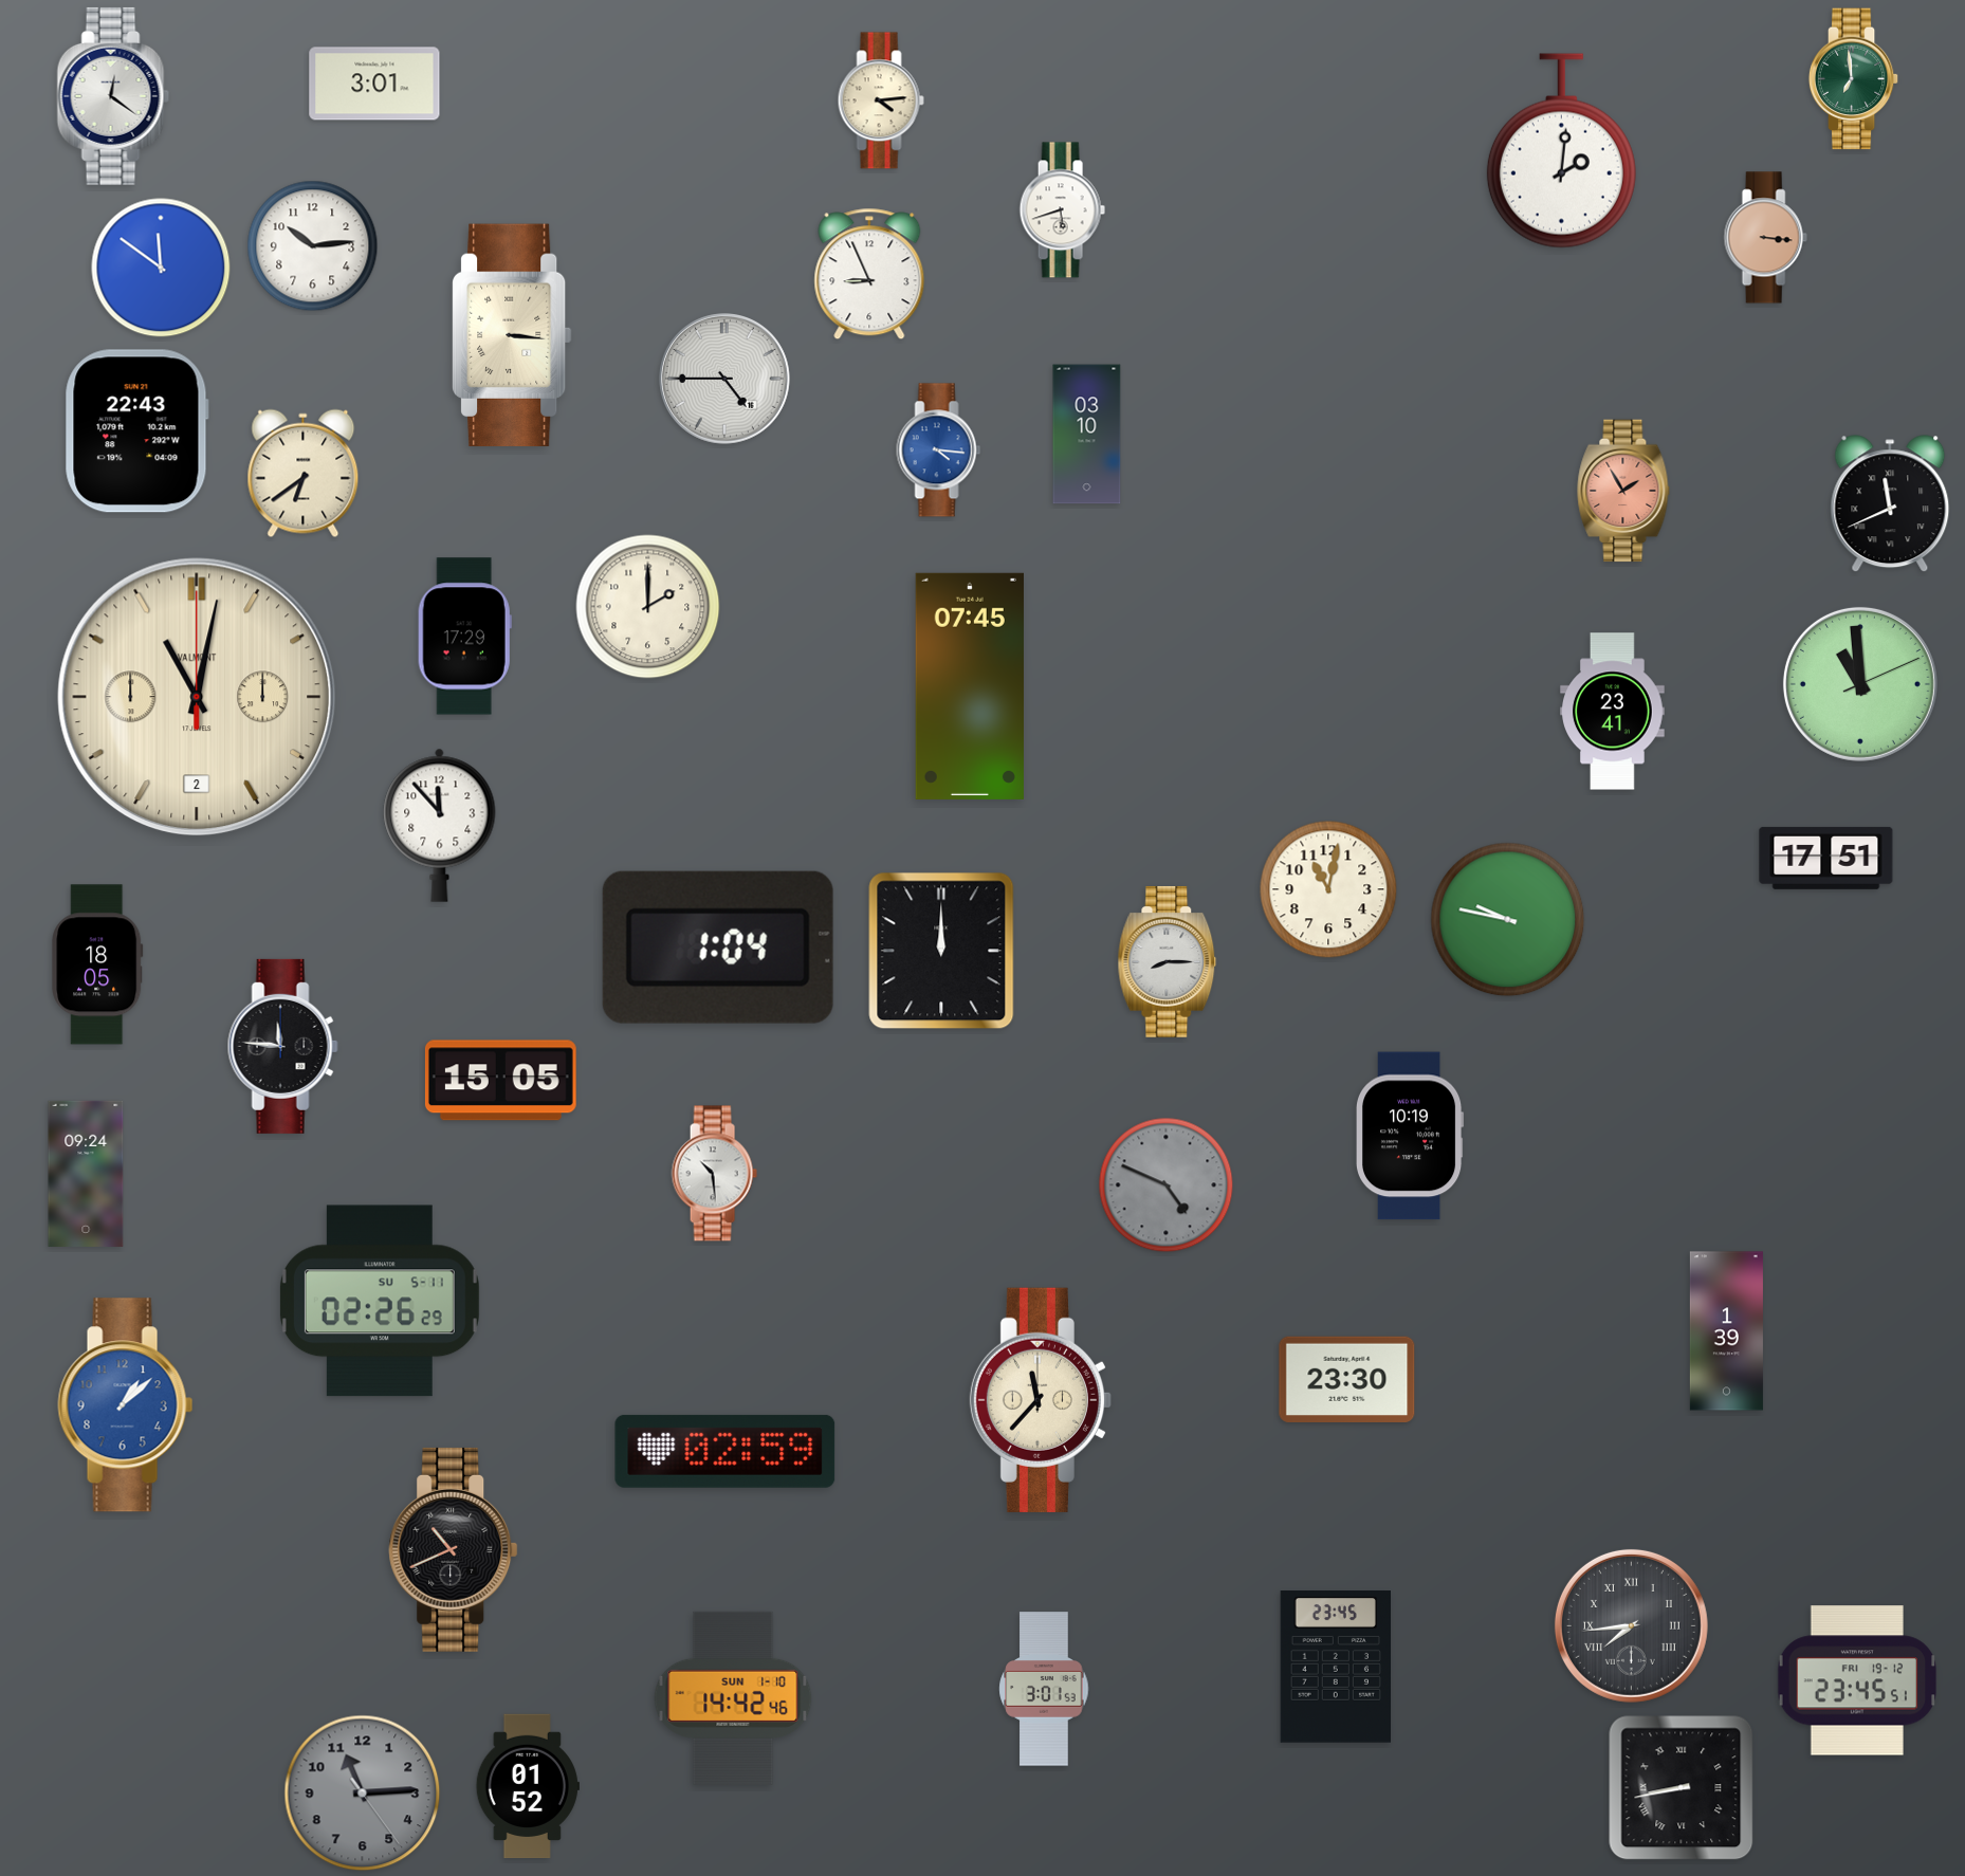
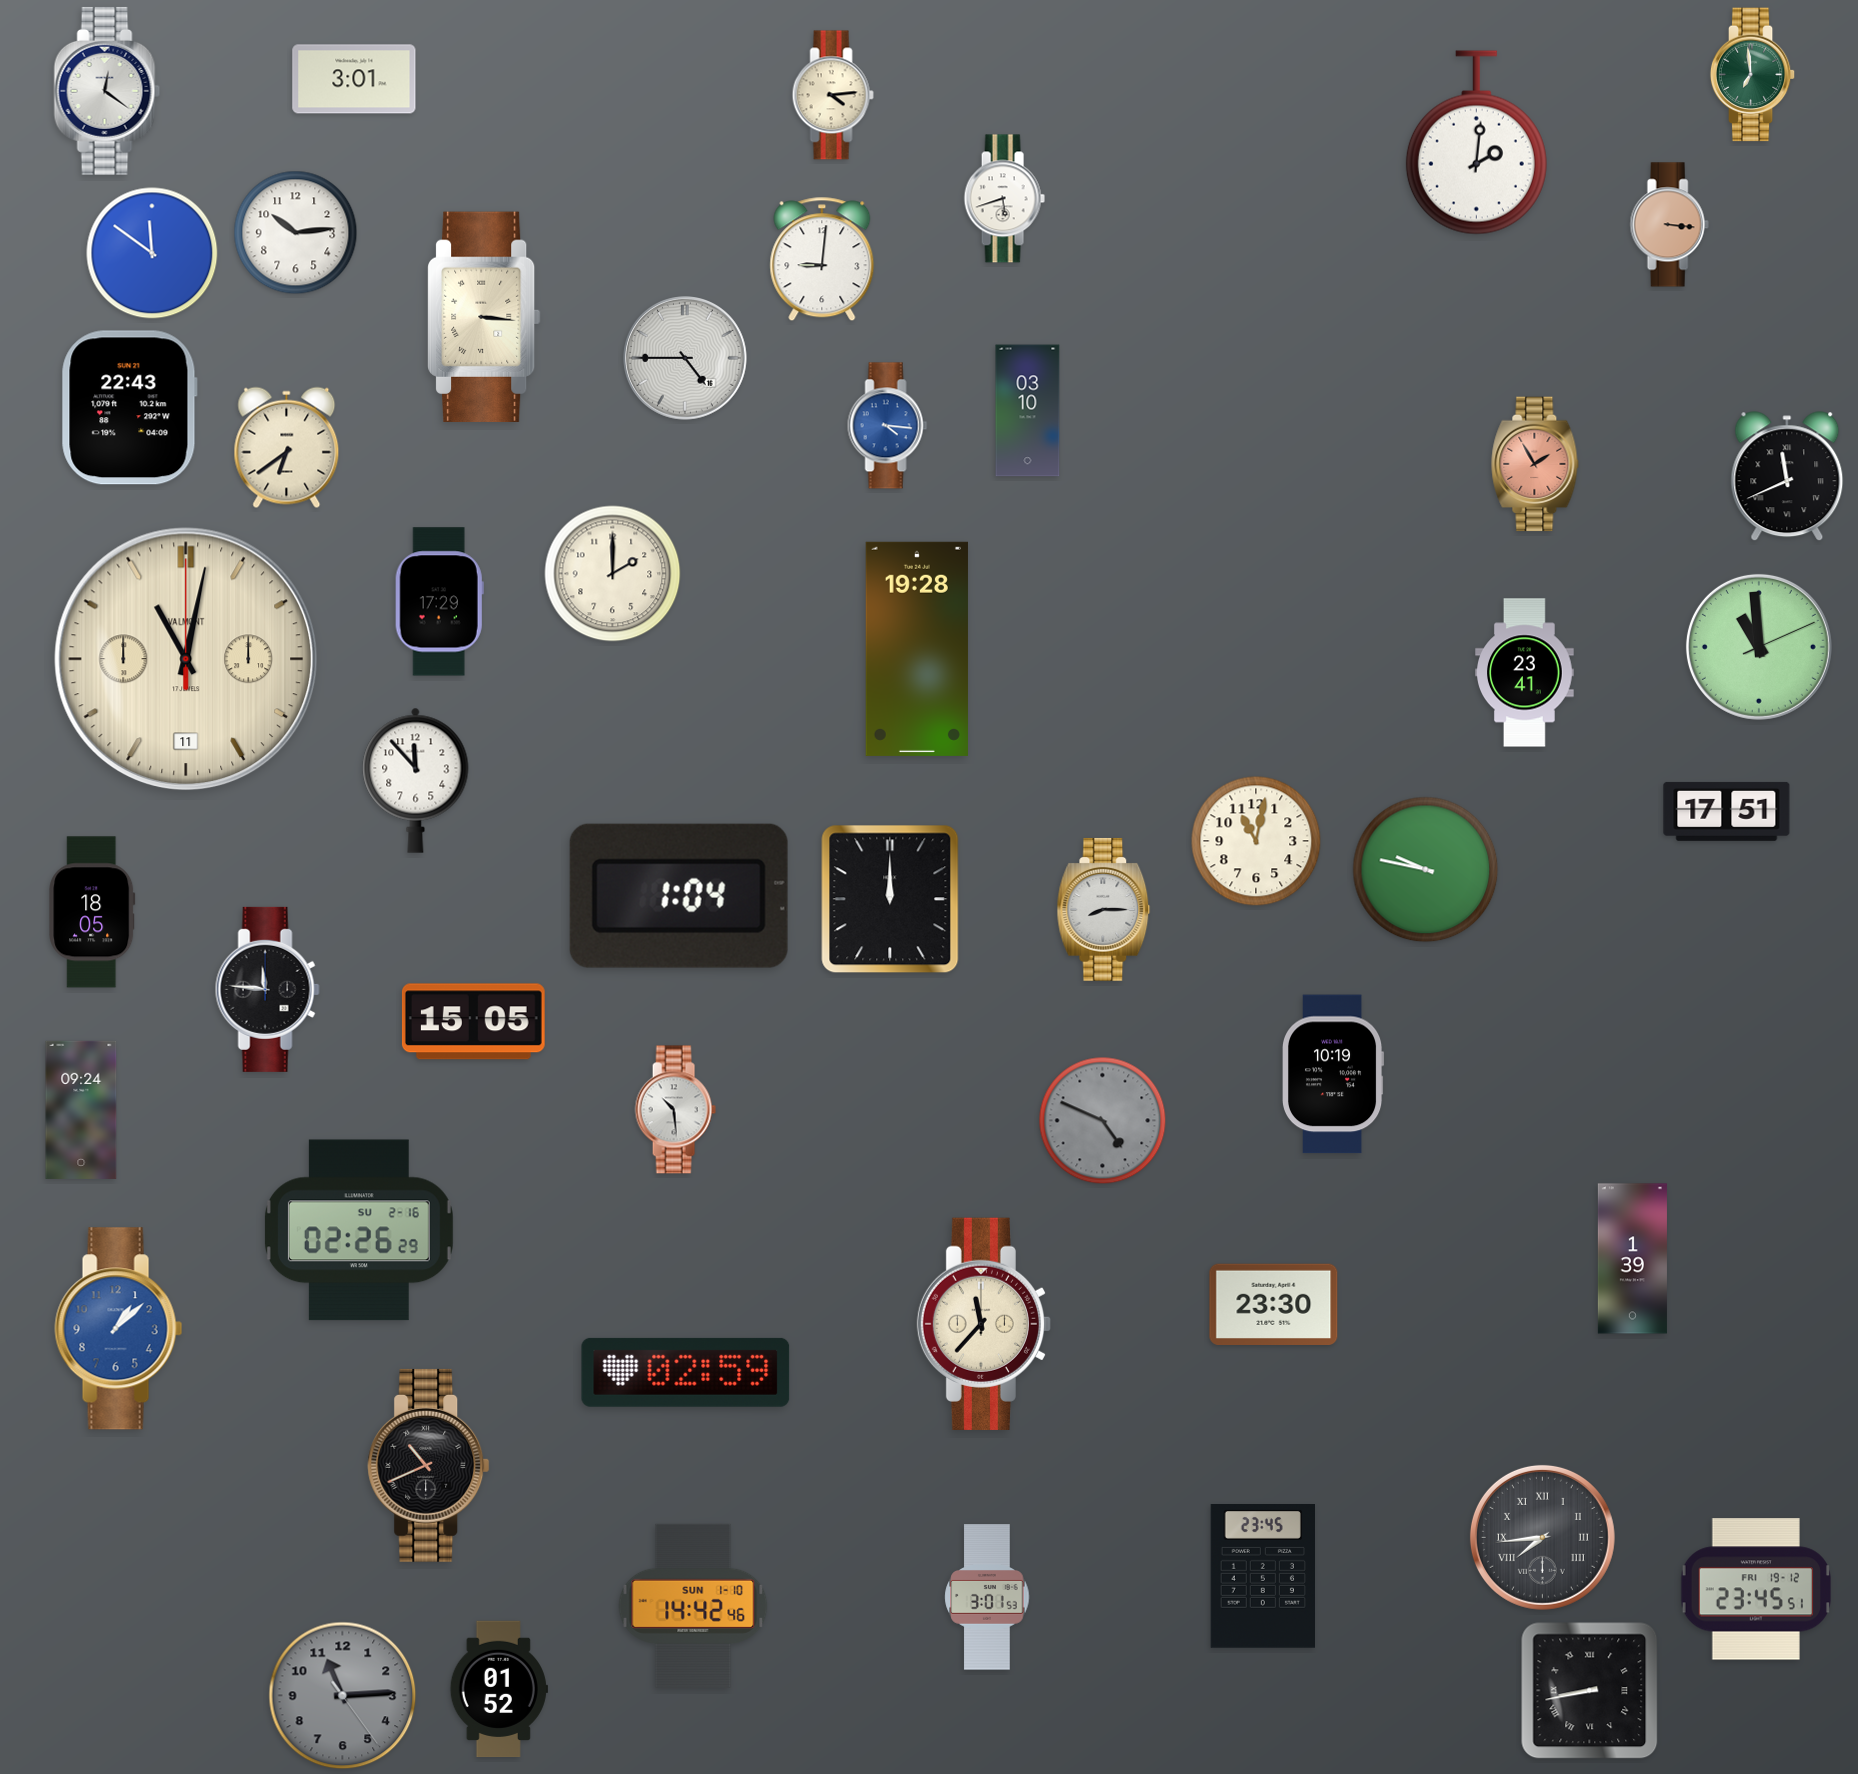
clock at (869, 274): 8:56 -> 9:01
clock at (970, 686): 07:45 -> 19:28
clock at (197, 697) date: 2 -> 11
clock at (380, 1301) date: SU 5-11 -> SU 2-16
